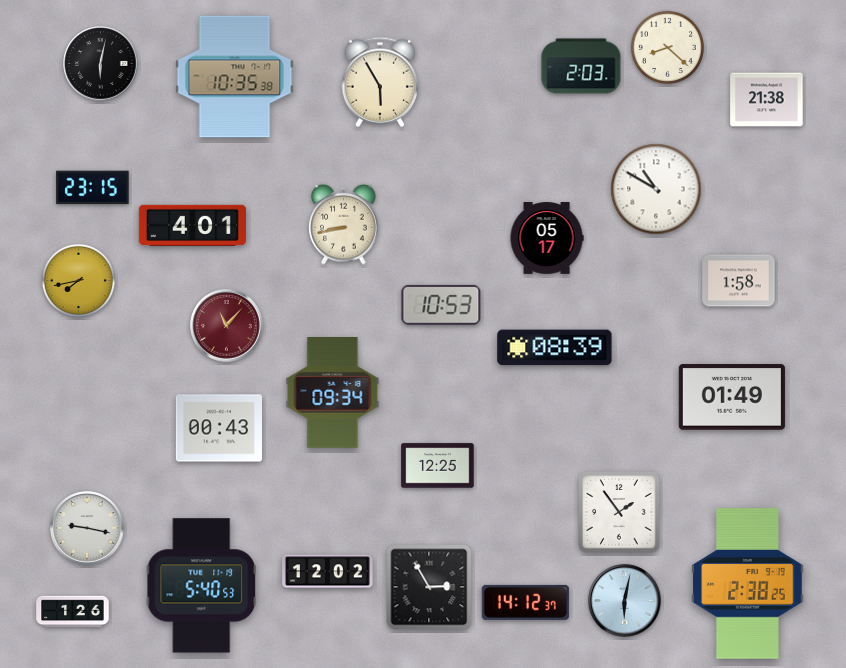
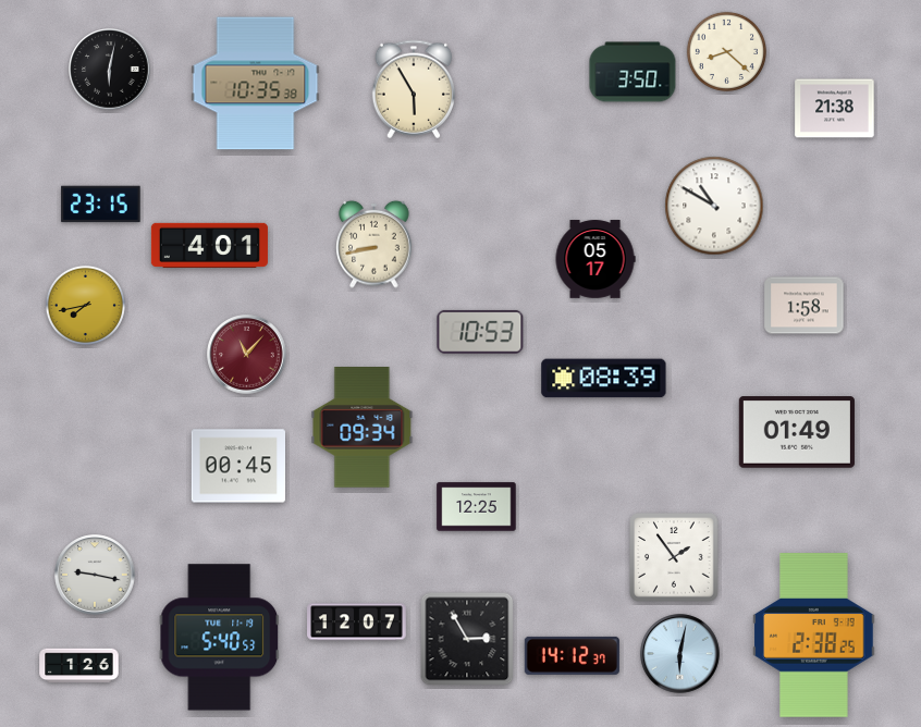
clock at (581, 66): 2:03 -> 3:50
clock at (218, 428): 00:43 -> 00:45
clock at (328, 572): 12:02 -> 12:07
